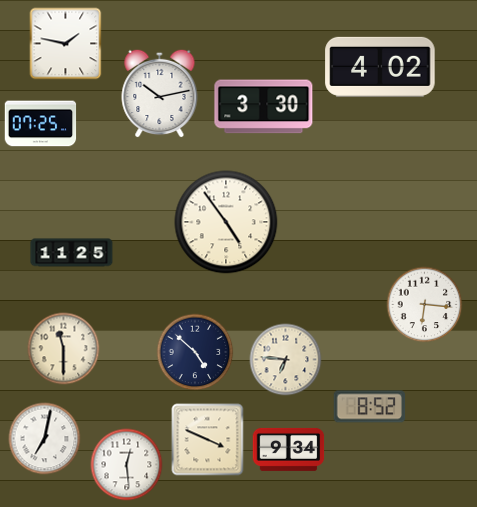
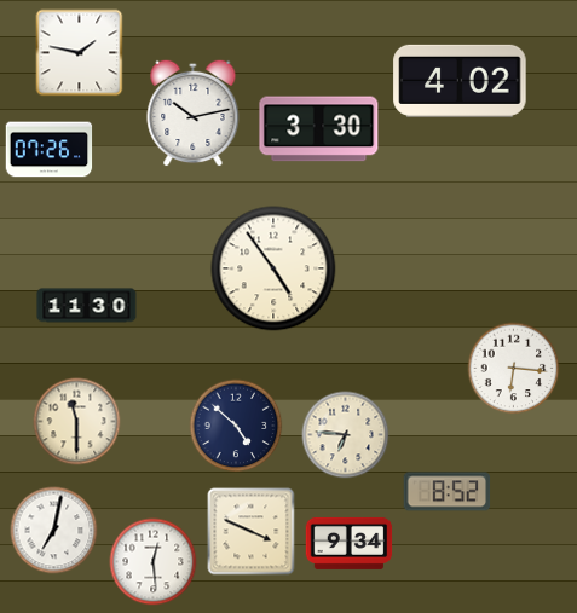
clock at (41, 124): 07:25 -> 07:26
clock at (72, 253): 11:25 -> 11:30
